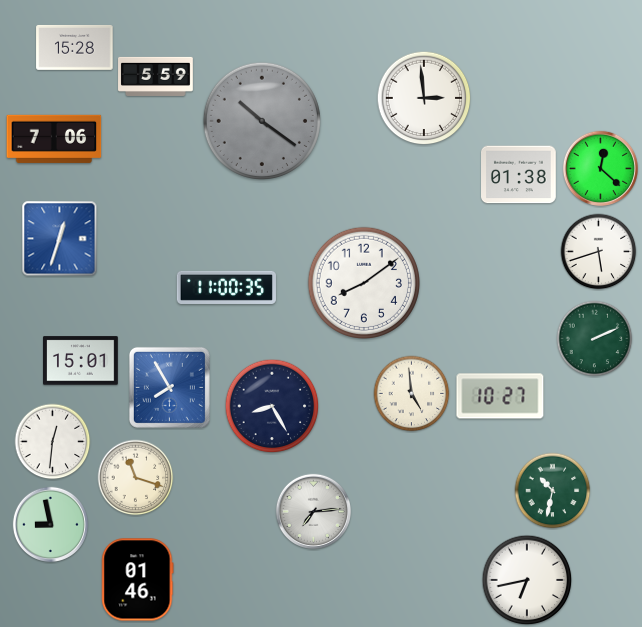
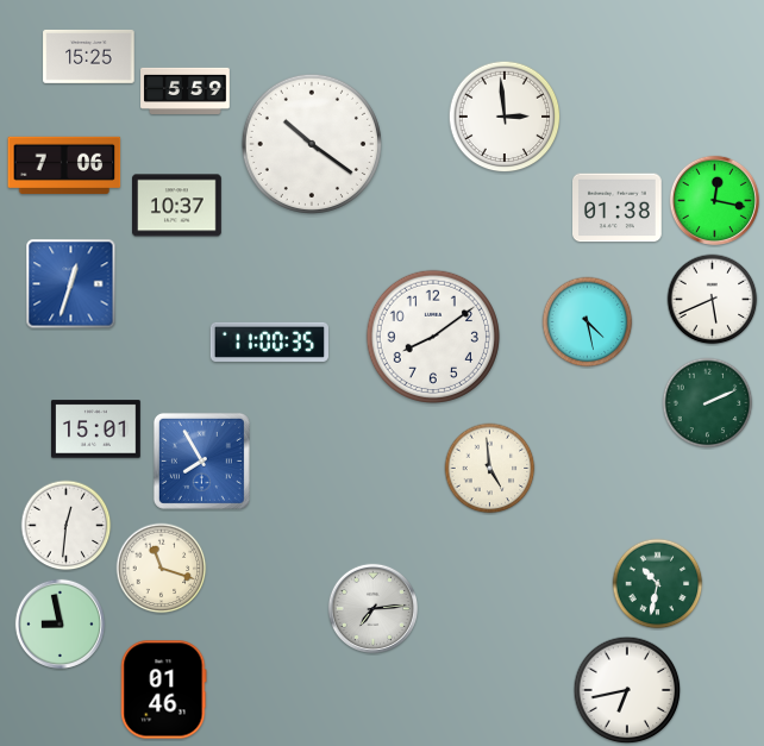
clock at (75, 47): 15:28 -> 15:25
clock at (262, 121) dial: grey -> white
clock at (600, 168): 12:22 -> 12:17
clock at (177, 206): none -> 10:37
clock at (599, 252): 5:42 -> 5:41
clock at (588, 322): none -> 4:28
clock at (500, 396): 10:27 -> none
clock at (272, 406): 8:25 -> none
clock at (53, 442) position: (53, 442) -> (67, 526)
